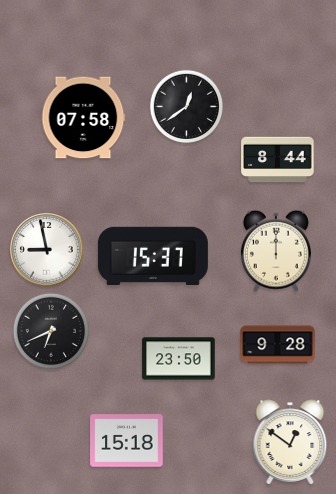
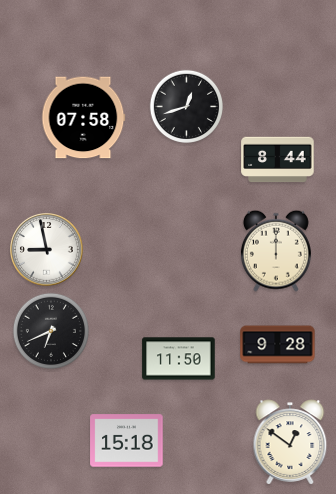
clock at (187, 107): 12:39 -> 12:42
clock at (153, 256): 15:37 -> none
clock at (179, 359): 23:50 -> 11:50
